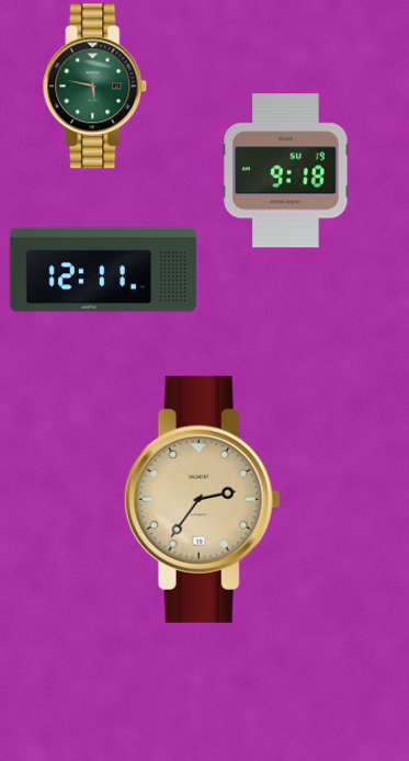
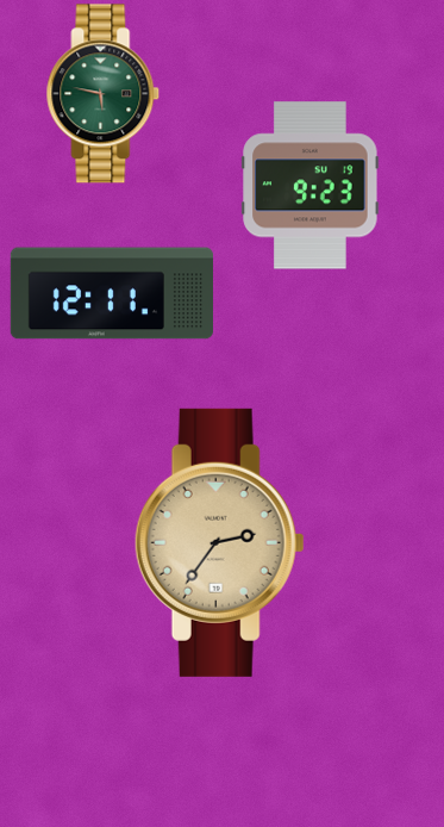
clock at (286, 171): 9:18 -> 9:23
